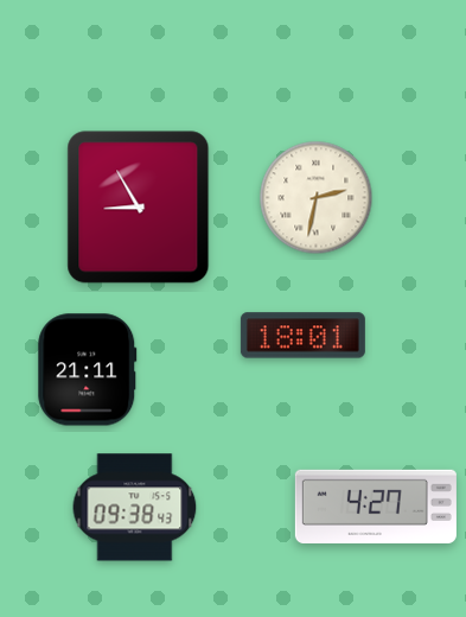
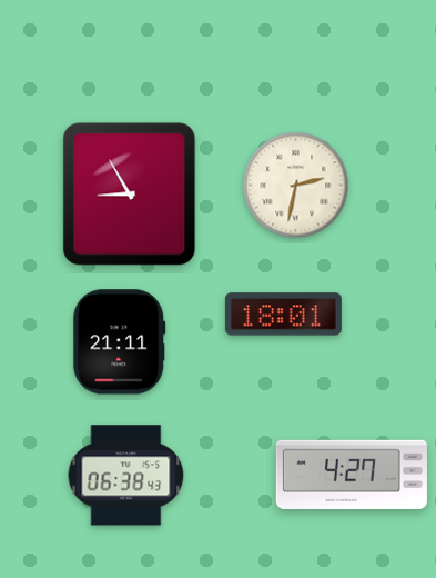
clock at (88, 370) position: (88, 370) -> (120, 342)
clock at (135, 508): 09:38 -> 06:38
